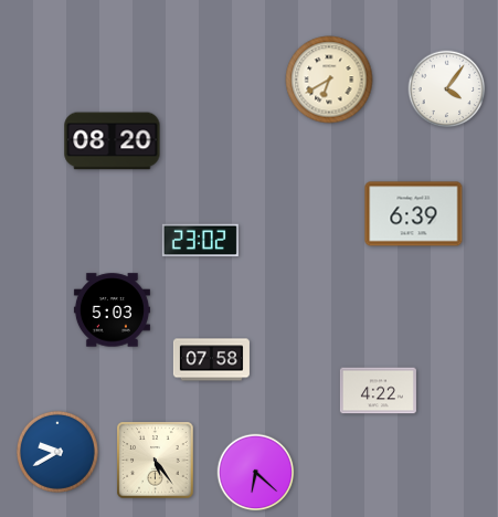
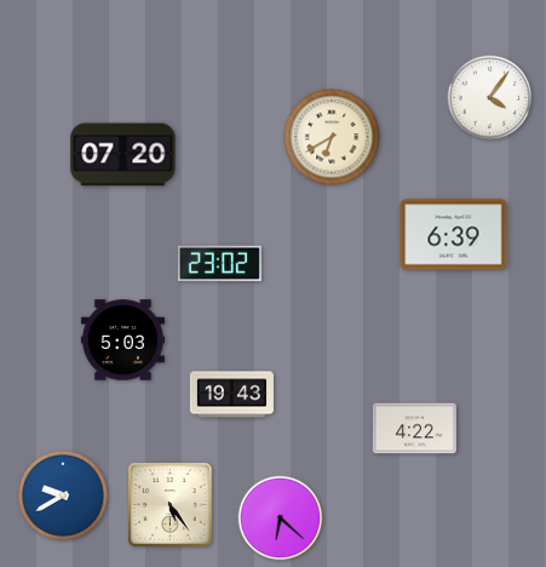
clock at (329, 80) position: (329, 80) -> (332, 137)
clock at (113, 141): 08:20 -> 07:20
clock at (211, 360): 07:58 -> 19:43
